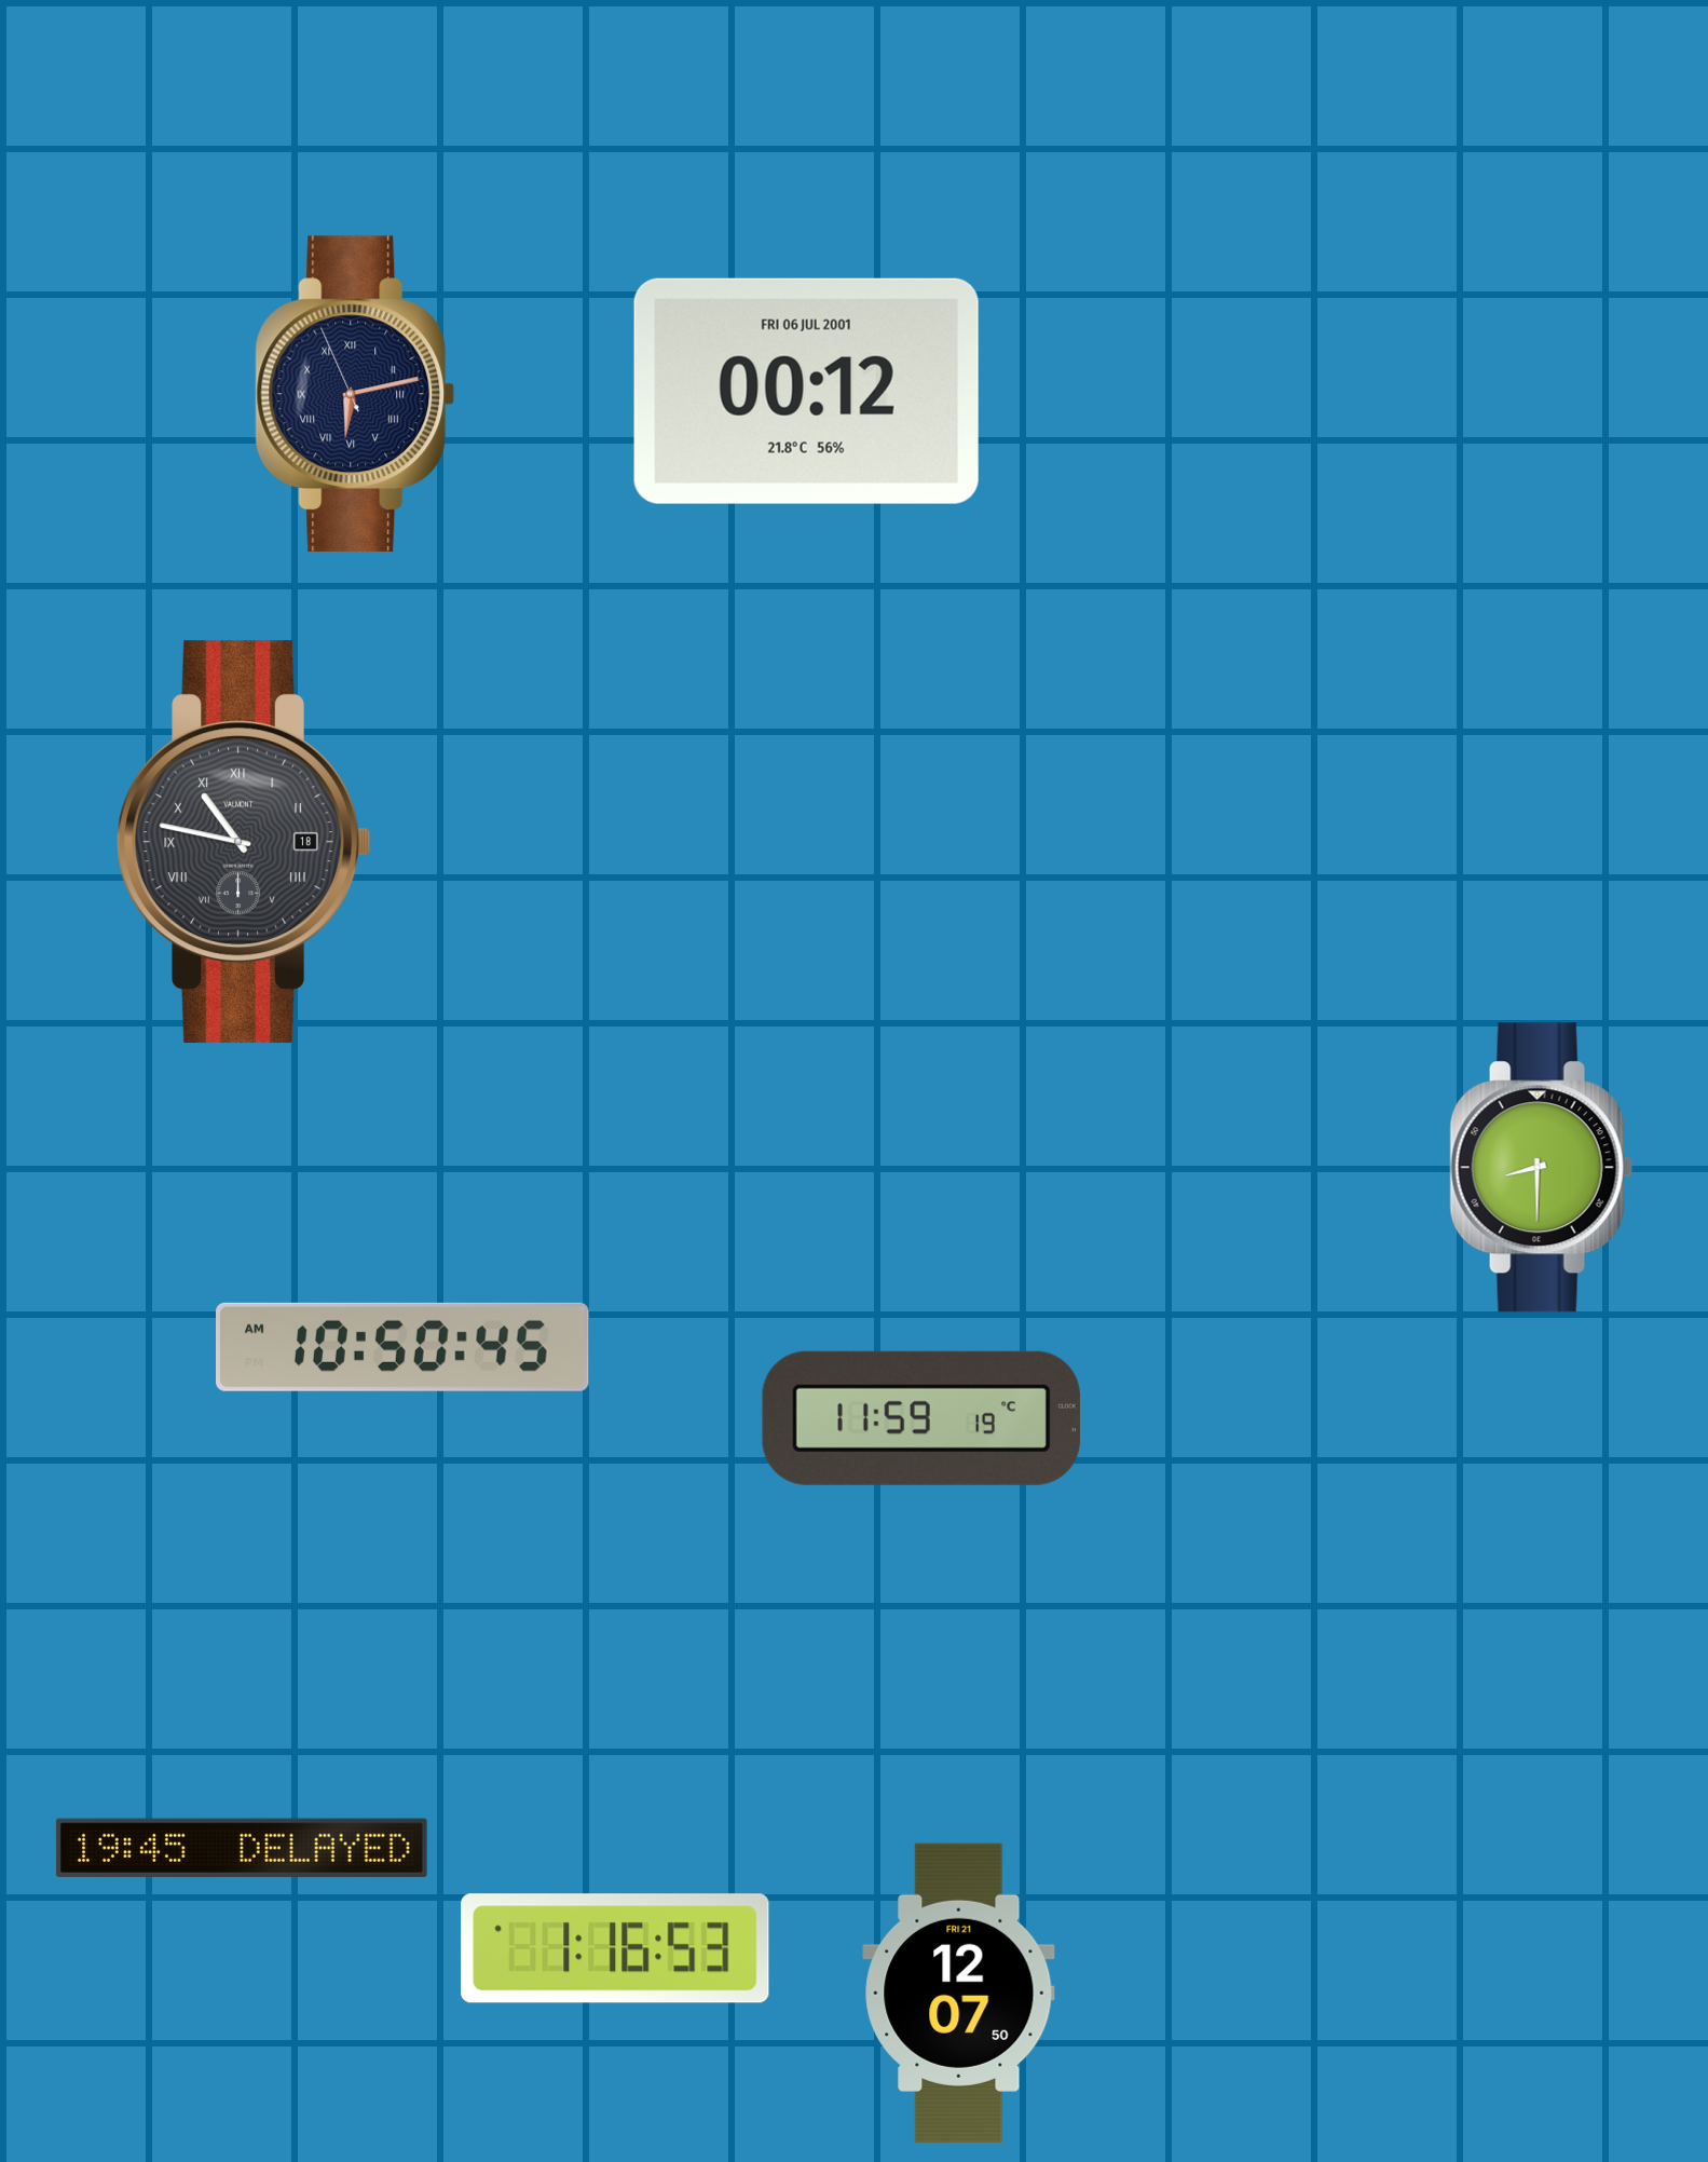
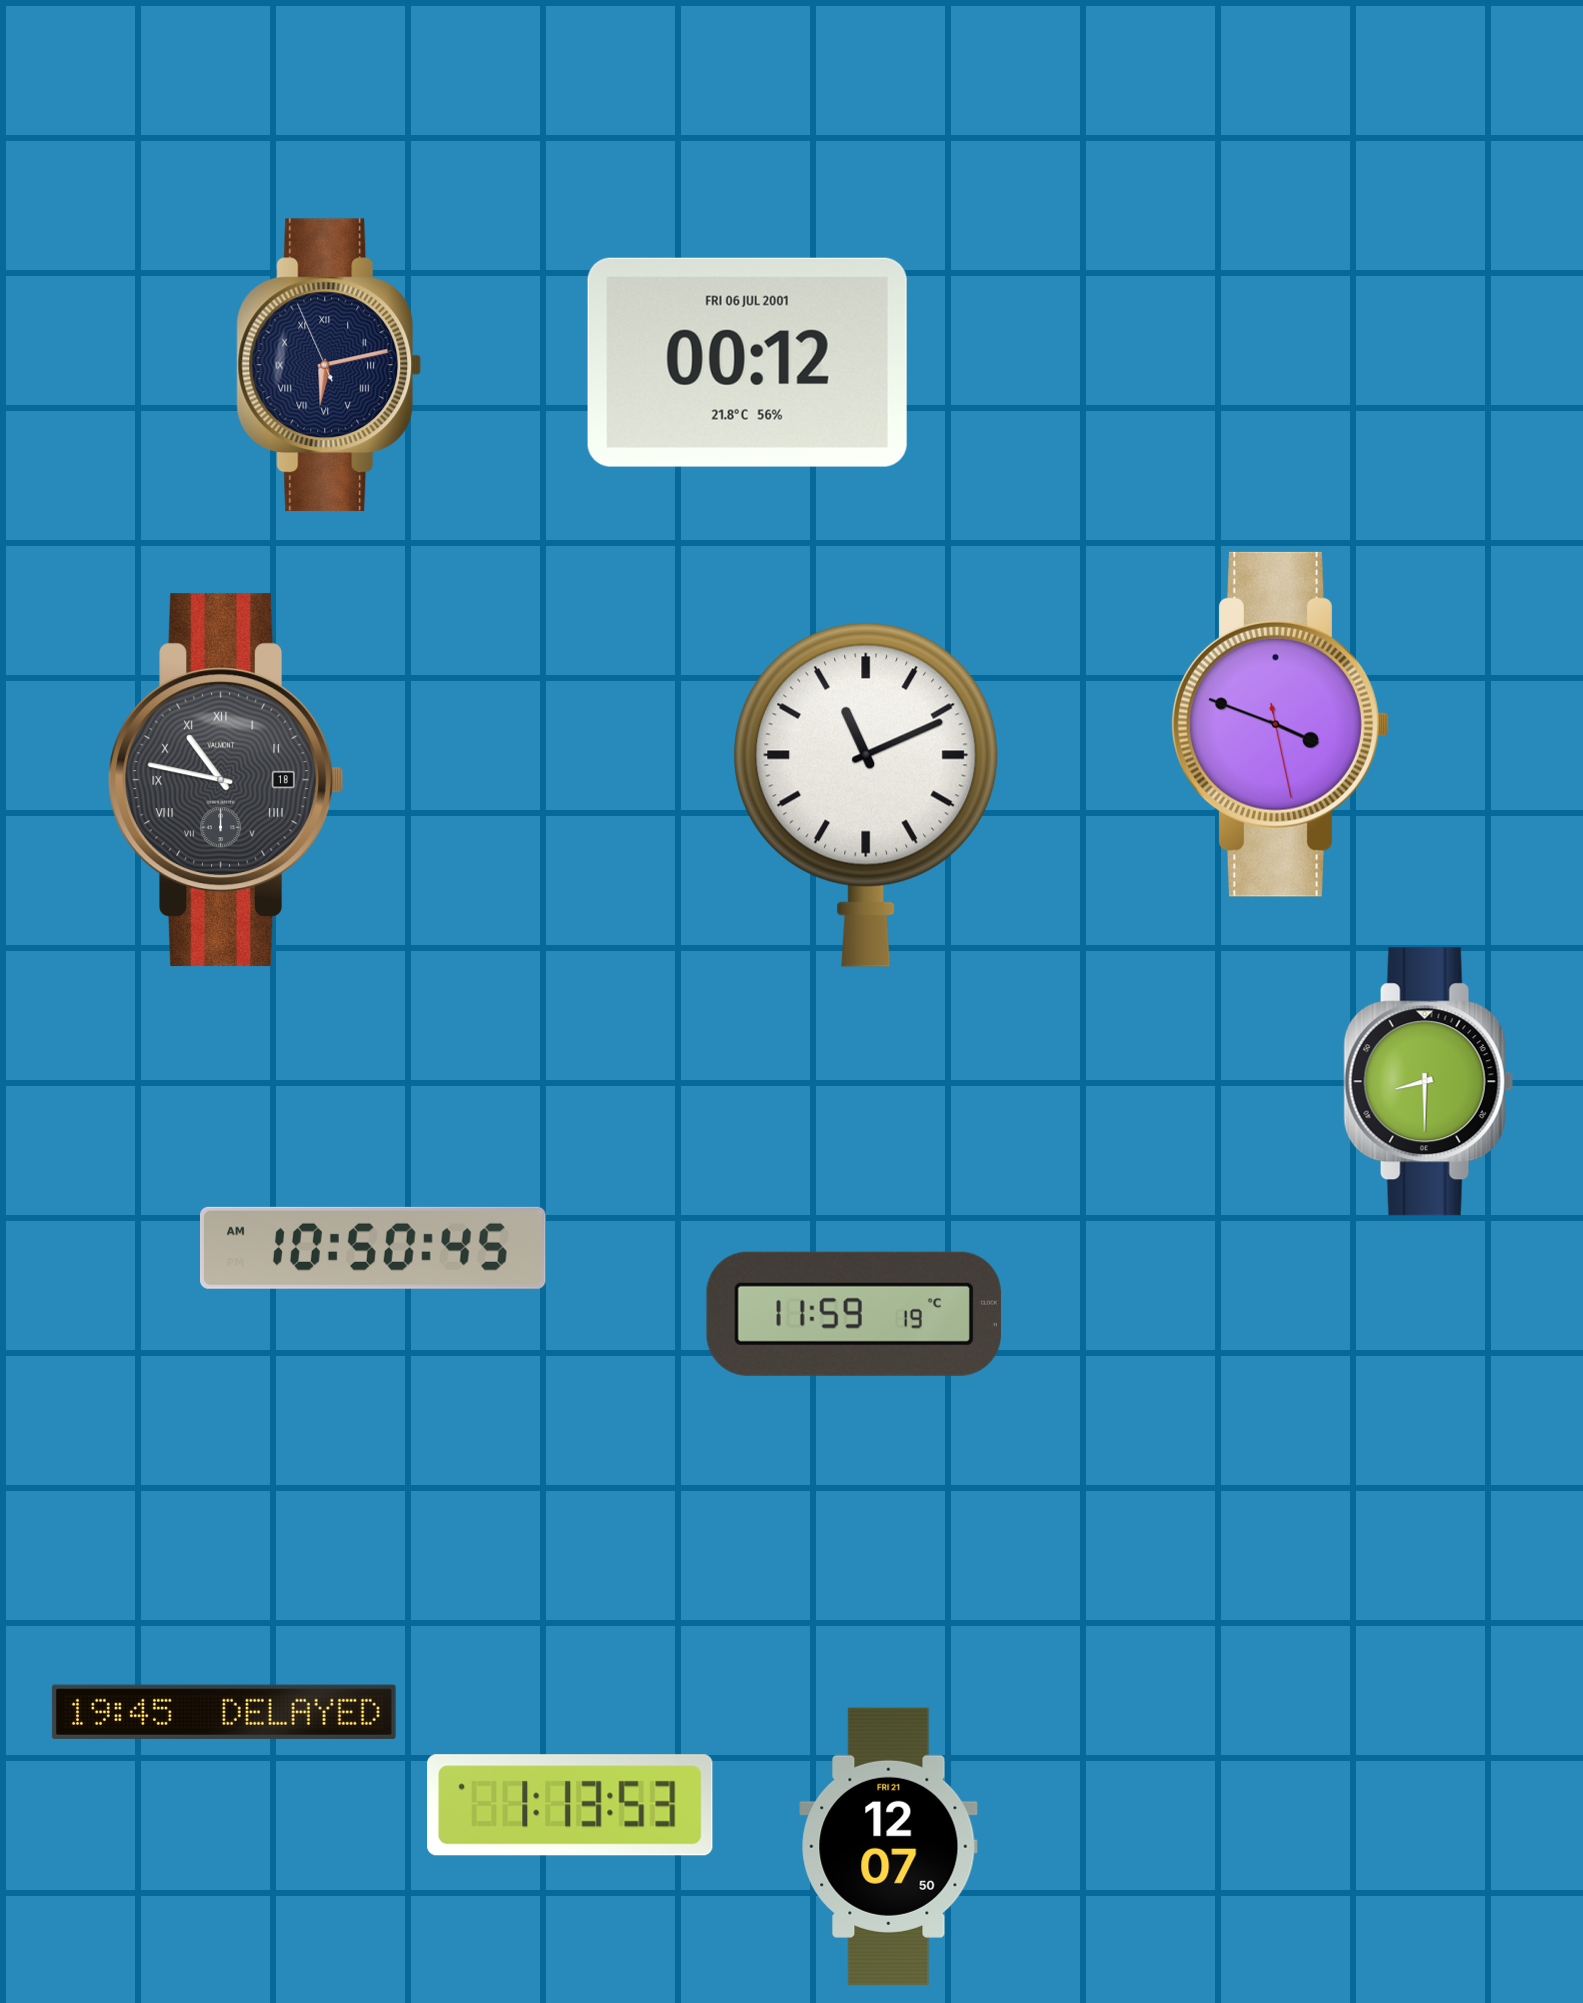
clock at (1280, 724): none -> 3:48
clock at (866, 795): none -> 11:11
clock at (615, 1948): 1:16 -> 1:13
